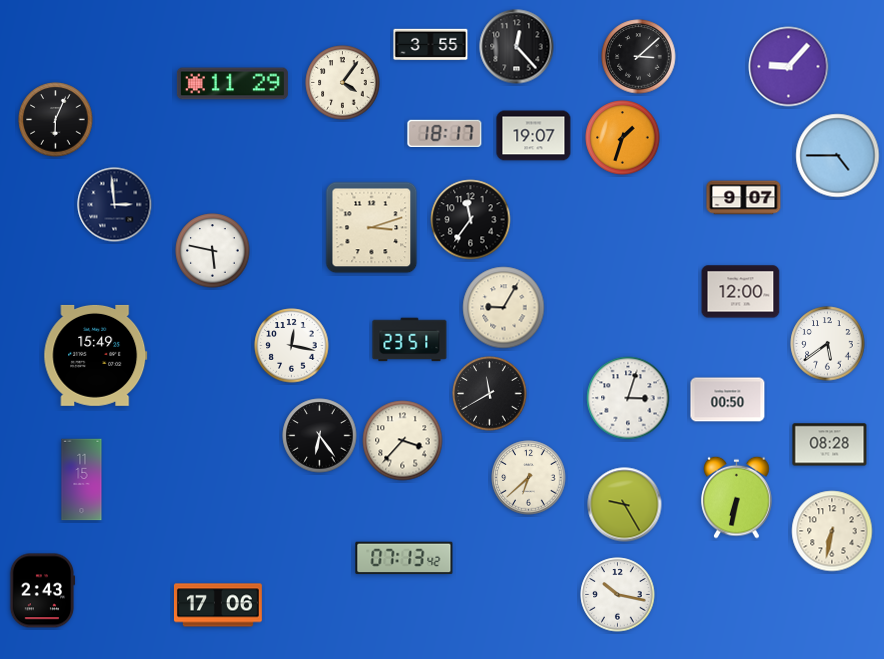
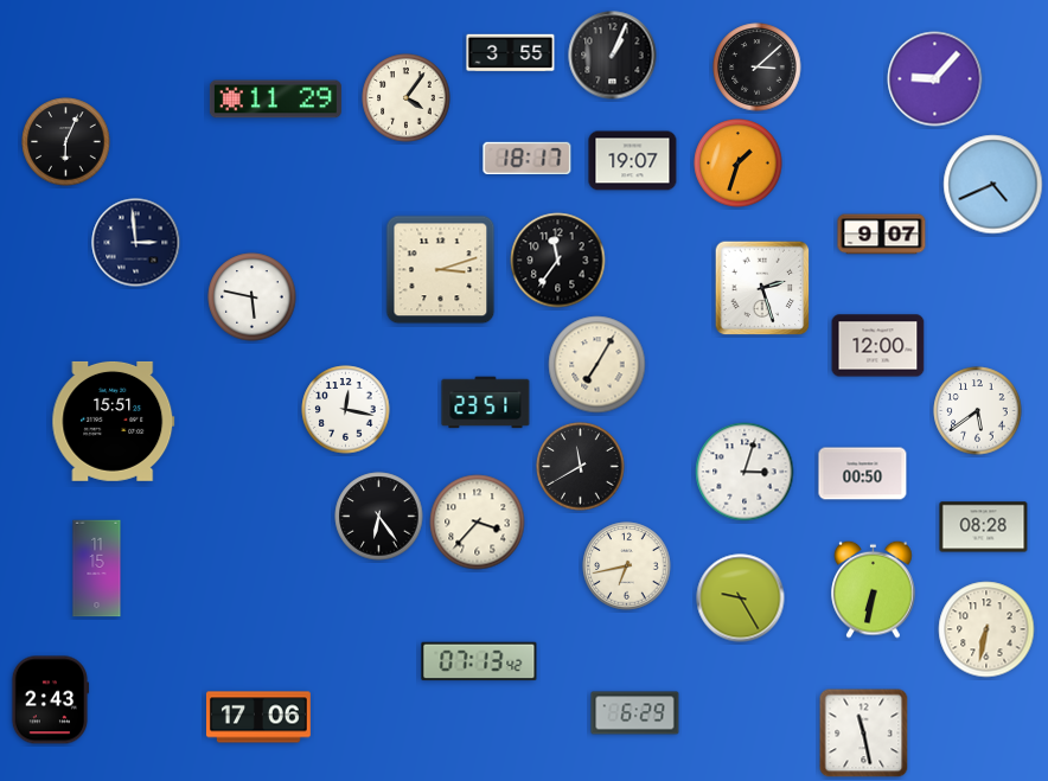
clock at (517, 47): 12:23 -> 1:04
clock at (838, 156): 4:45 -> 4:41
clock at (762, 288): none -> 2:27
clock at (504, 308): 9:05 -> 7:05
clock at (828, 344) position: (828, 344) -> (978, 411)
clock at (96, 355): 15:49 -> 15:51
clock at (529, 478): 6:38 -> 6:43
clock at (618, 595): 10:17 -> none
clock at (635, 713): none -> 6:29
clock at (864, 734): none -> 11:28
